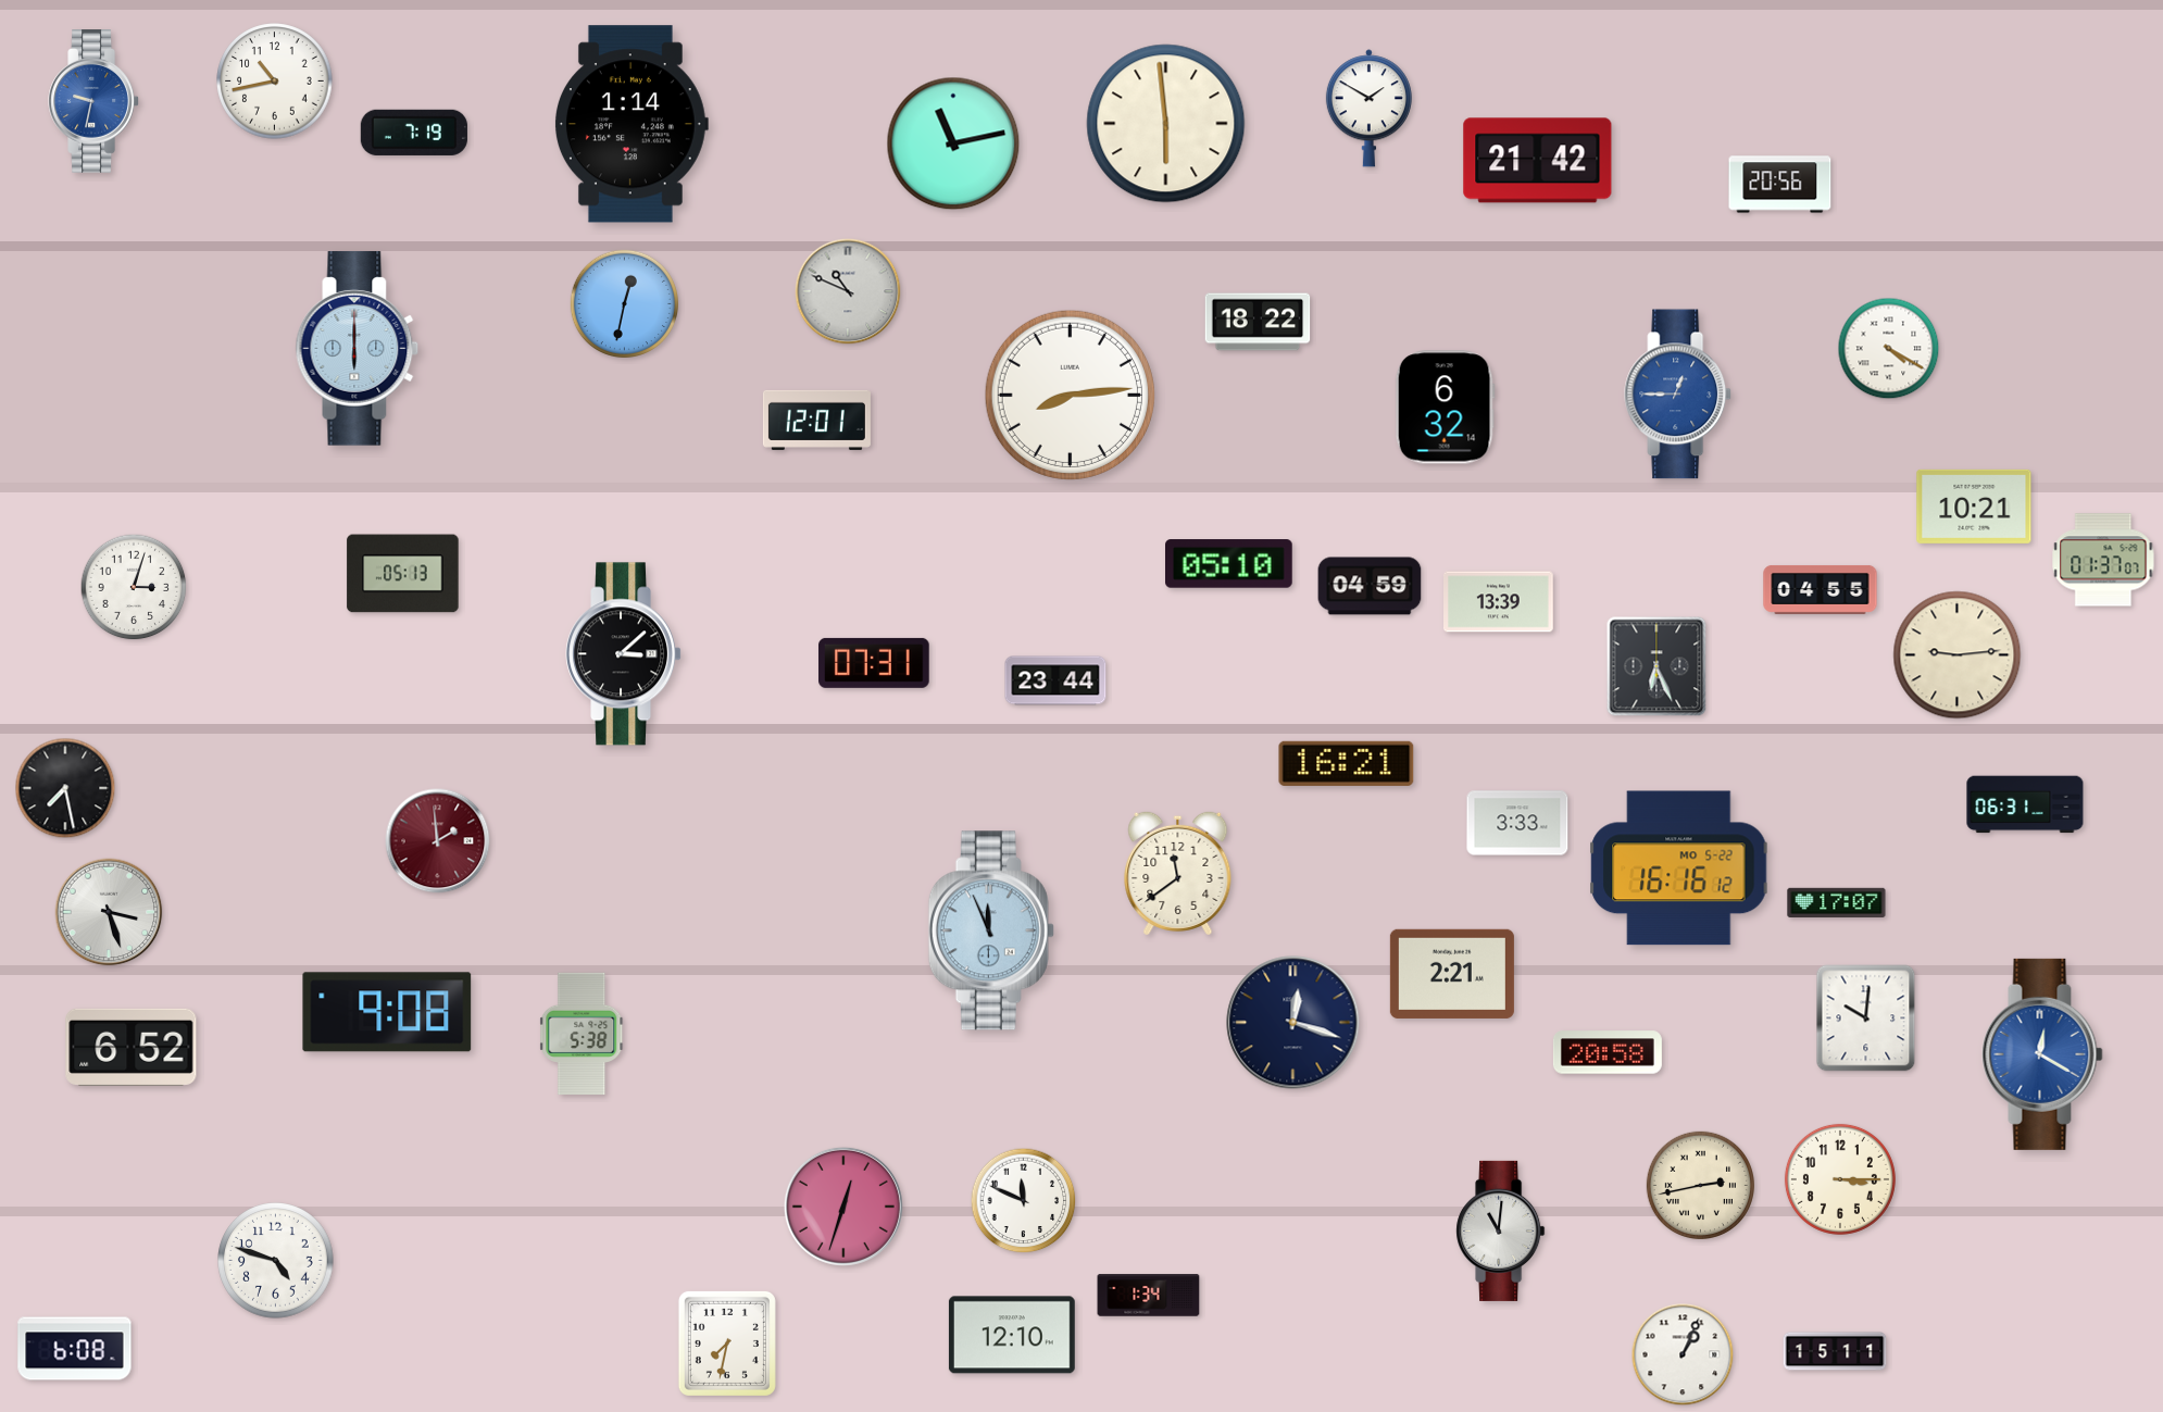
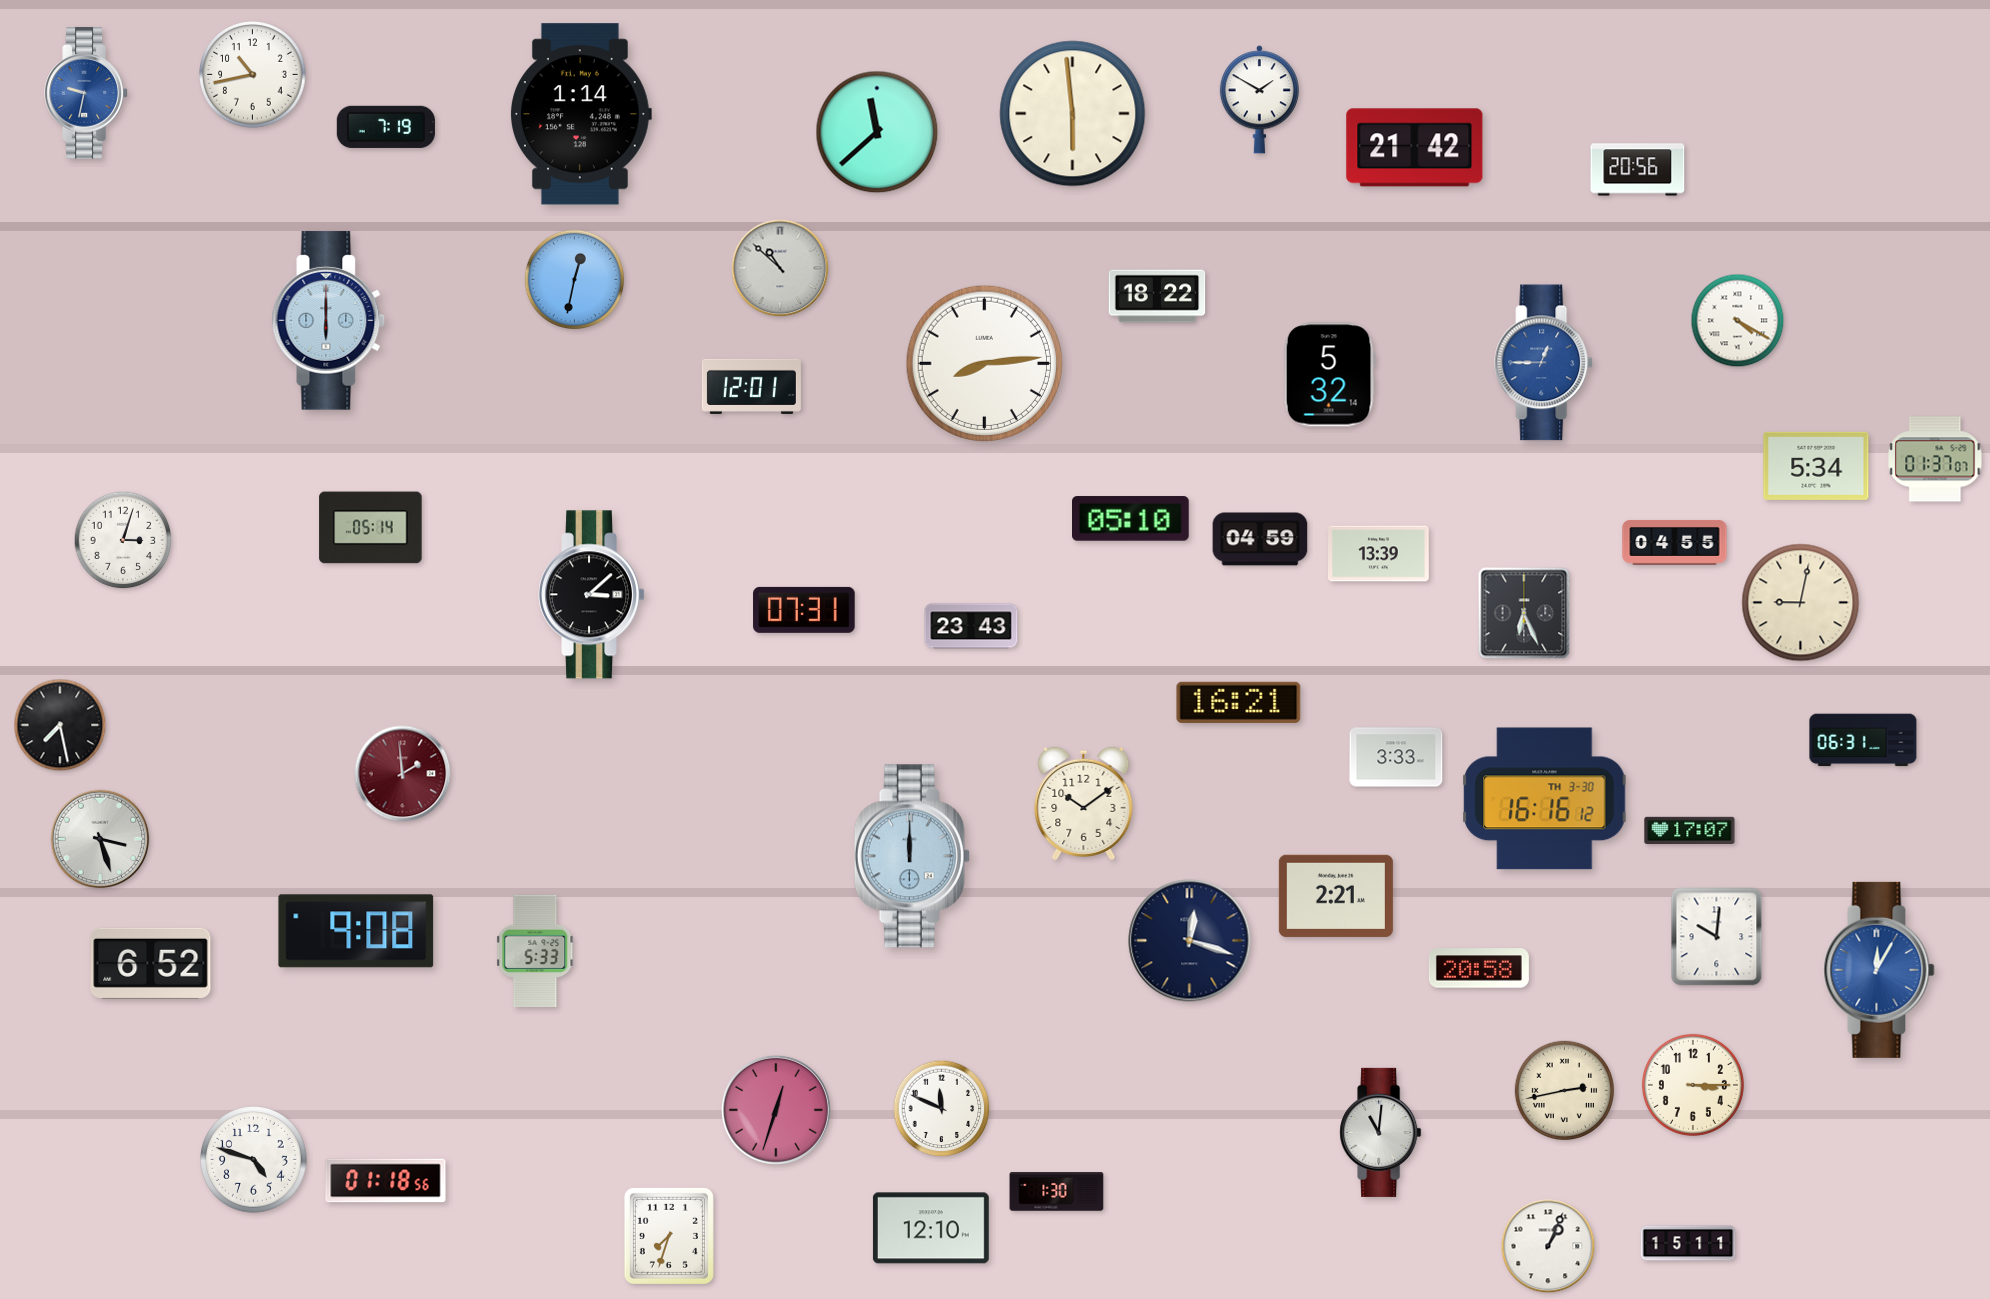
clock at (414, 133) position: (414, 133) -> (386, 127)
clock at (953, 143): 11:13 -> 11:38
clock at (848, 291): 10:49 -> 10:52
clock at (1445, 408): 6:32 -> 5:32
clock at (1974, 507): 10:21 -> 5:34
clock at (2103, 560) position: (2103, 560) -> (1935, 459)
clock at (403, 574): 05:13 -> 05:14
clock at (624, 654) position: (624, 654) -> (592, 595)
clock at (1958, 655): 9:14 -> 9:02
clock at (1055, 680): 23:44 -> 23:43
clock at (1679, 869) date: MO 5-22 -> TH 3-30
clock at (1178, 873): 11:39 -> 10:09
clock at (991, 930): 11:56 -> 12:00
clock at (583, 1034): 5:38 -> 5:33
clock at (132, 1047) position: (132, 1047) -> (151, 963)
clock at (2042, 1054): 12:20 -> 12:05
clock at (1024, 1201) position: (1024, 1201) -> (942, 1109)
clock at (386, 1181): none -> 01:18
clock at (1149, 1296): 1:34 -> 1:30
clock at (727, 1344): 7:32 -> 7:33
clock at (75, 1349): 6:08 -> none
